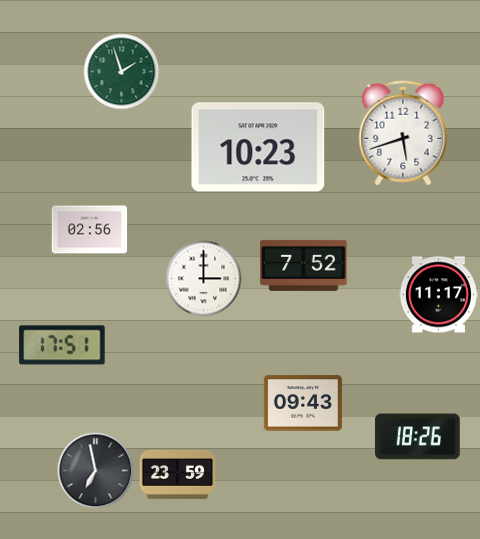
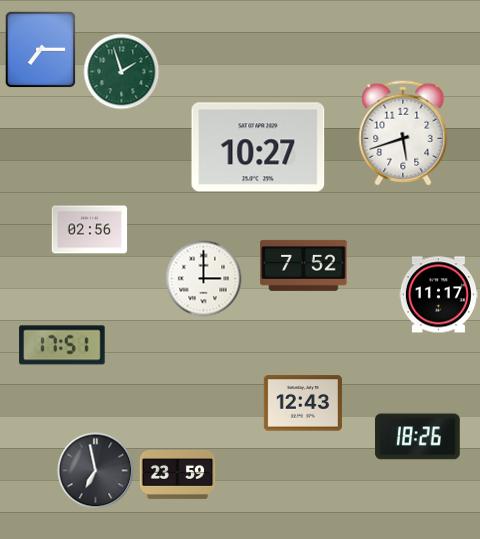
clock at (41, 50): none -> 7:15
clock at (258, 147): 10:23 -> 10:27
clock at (303, 403): 09:43 -> 12:43
